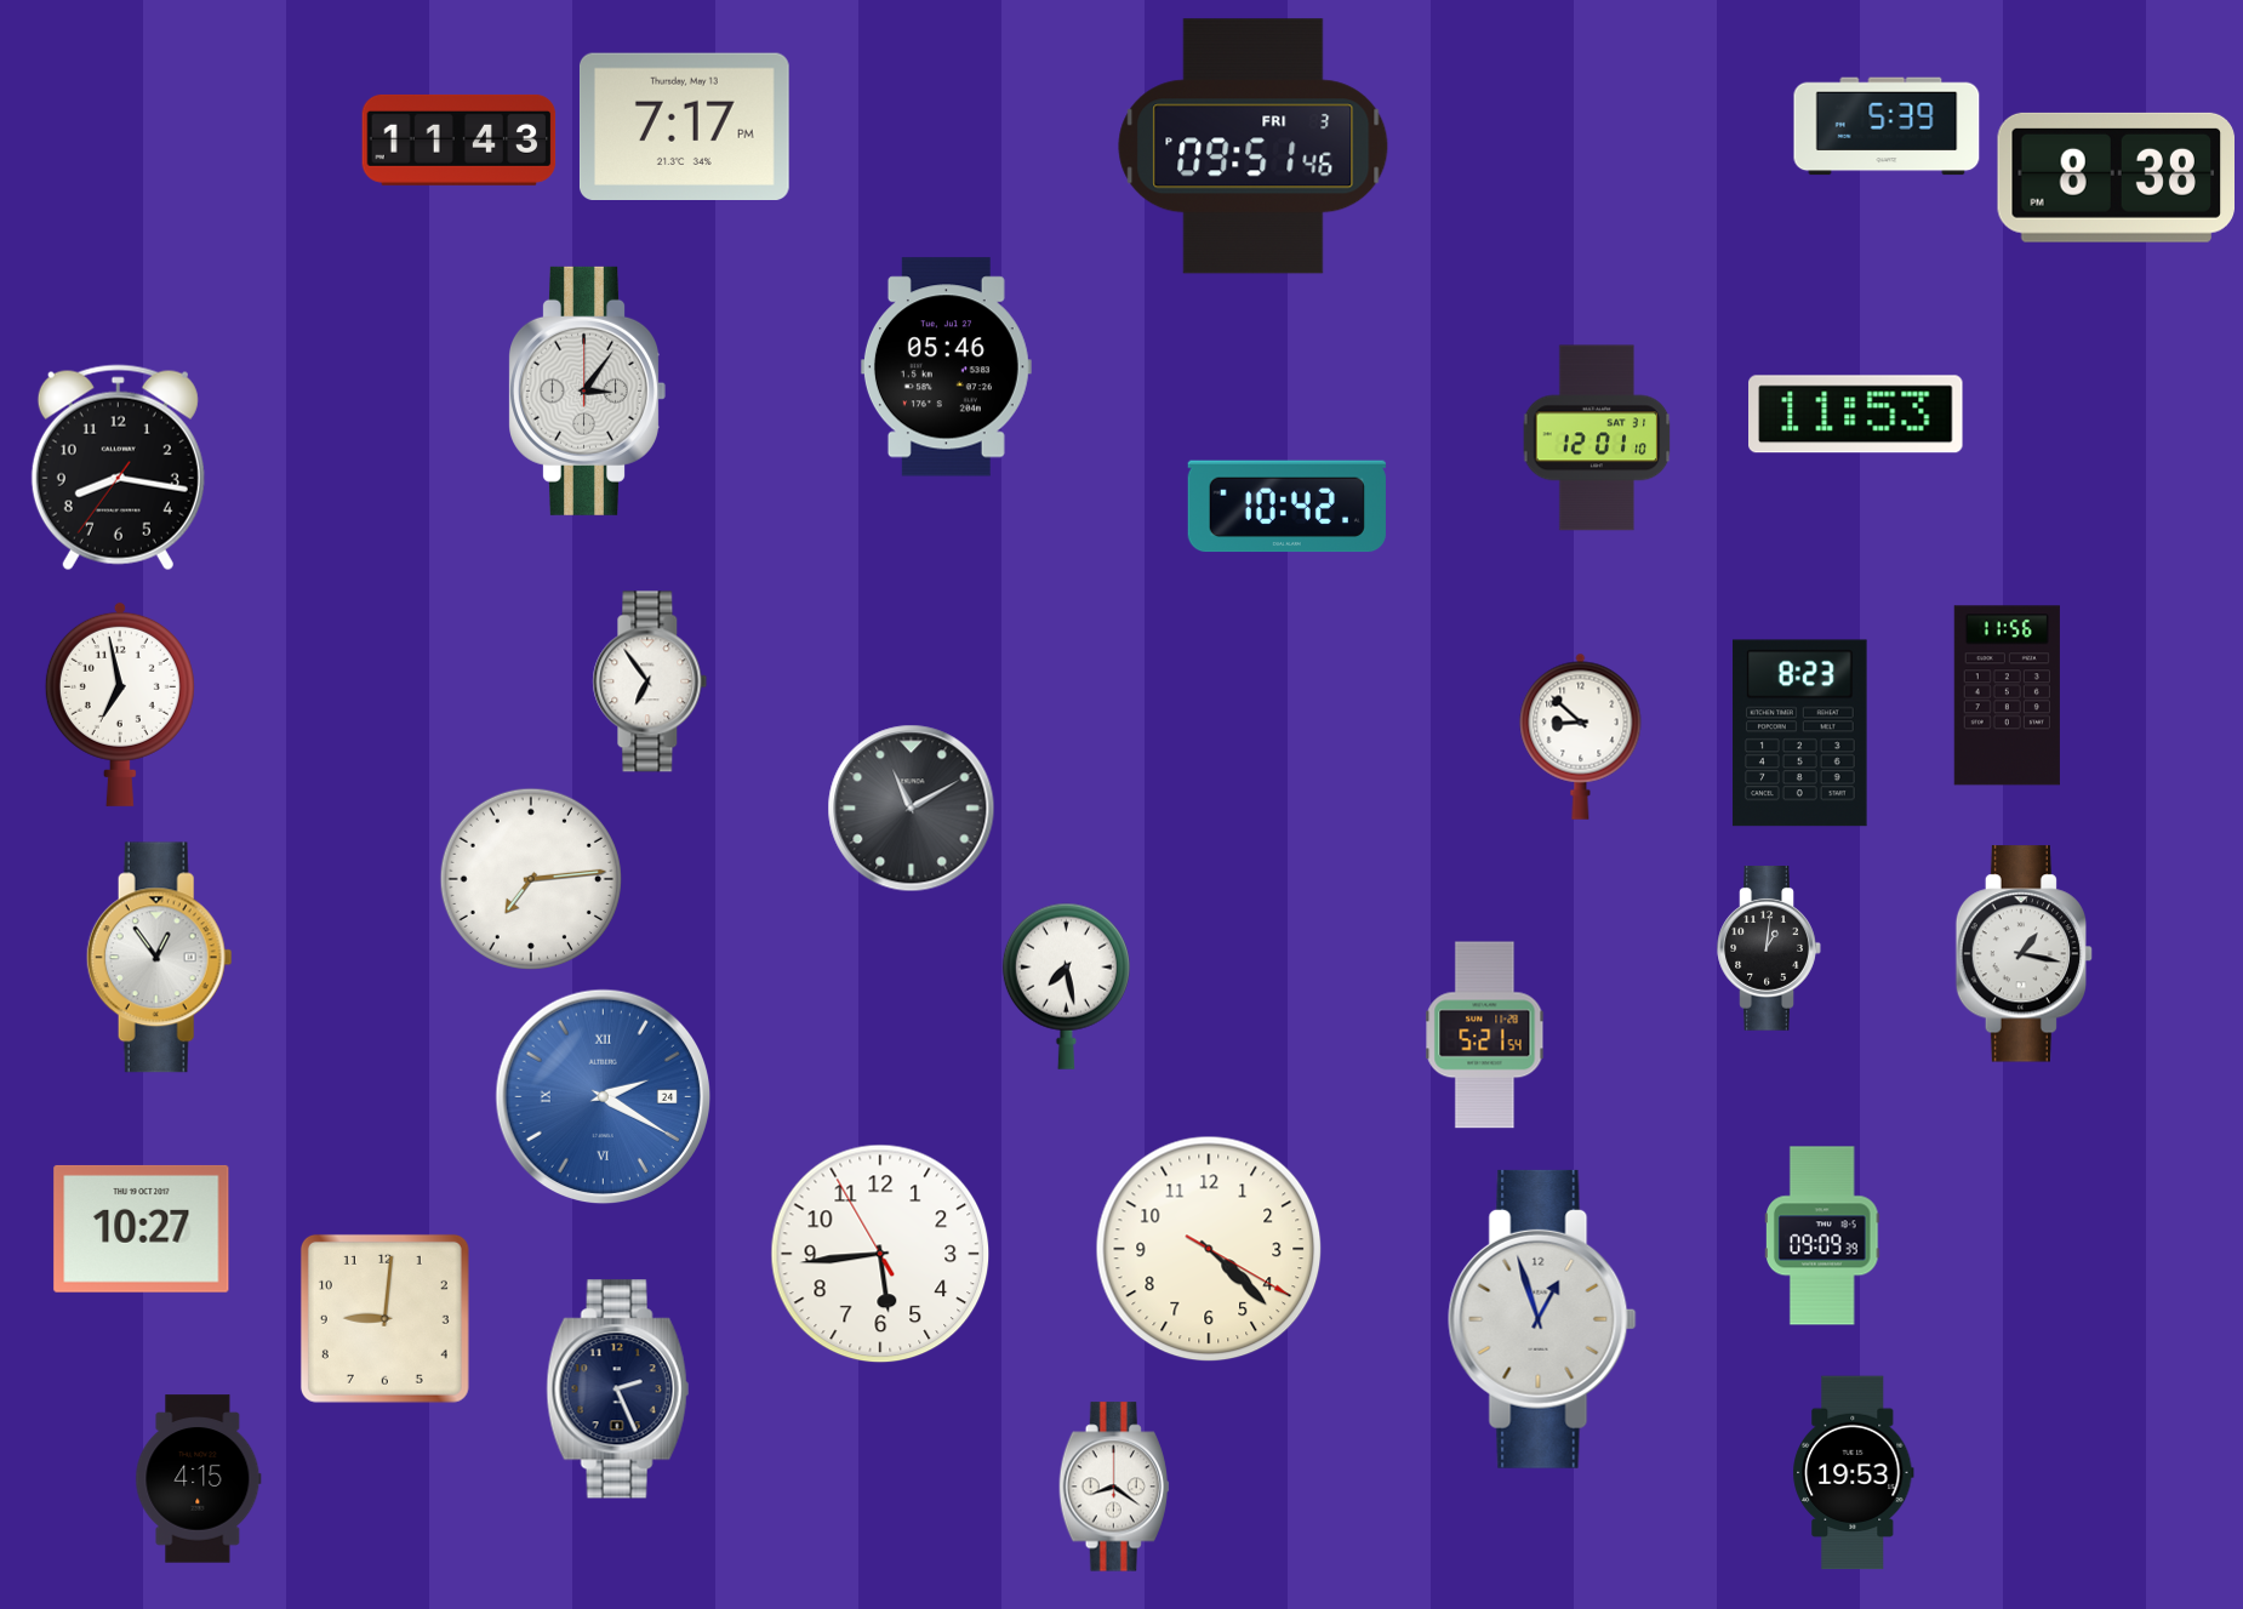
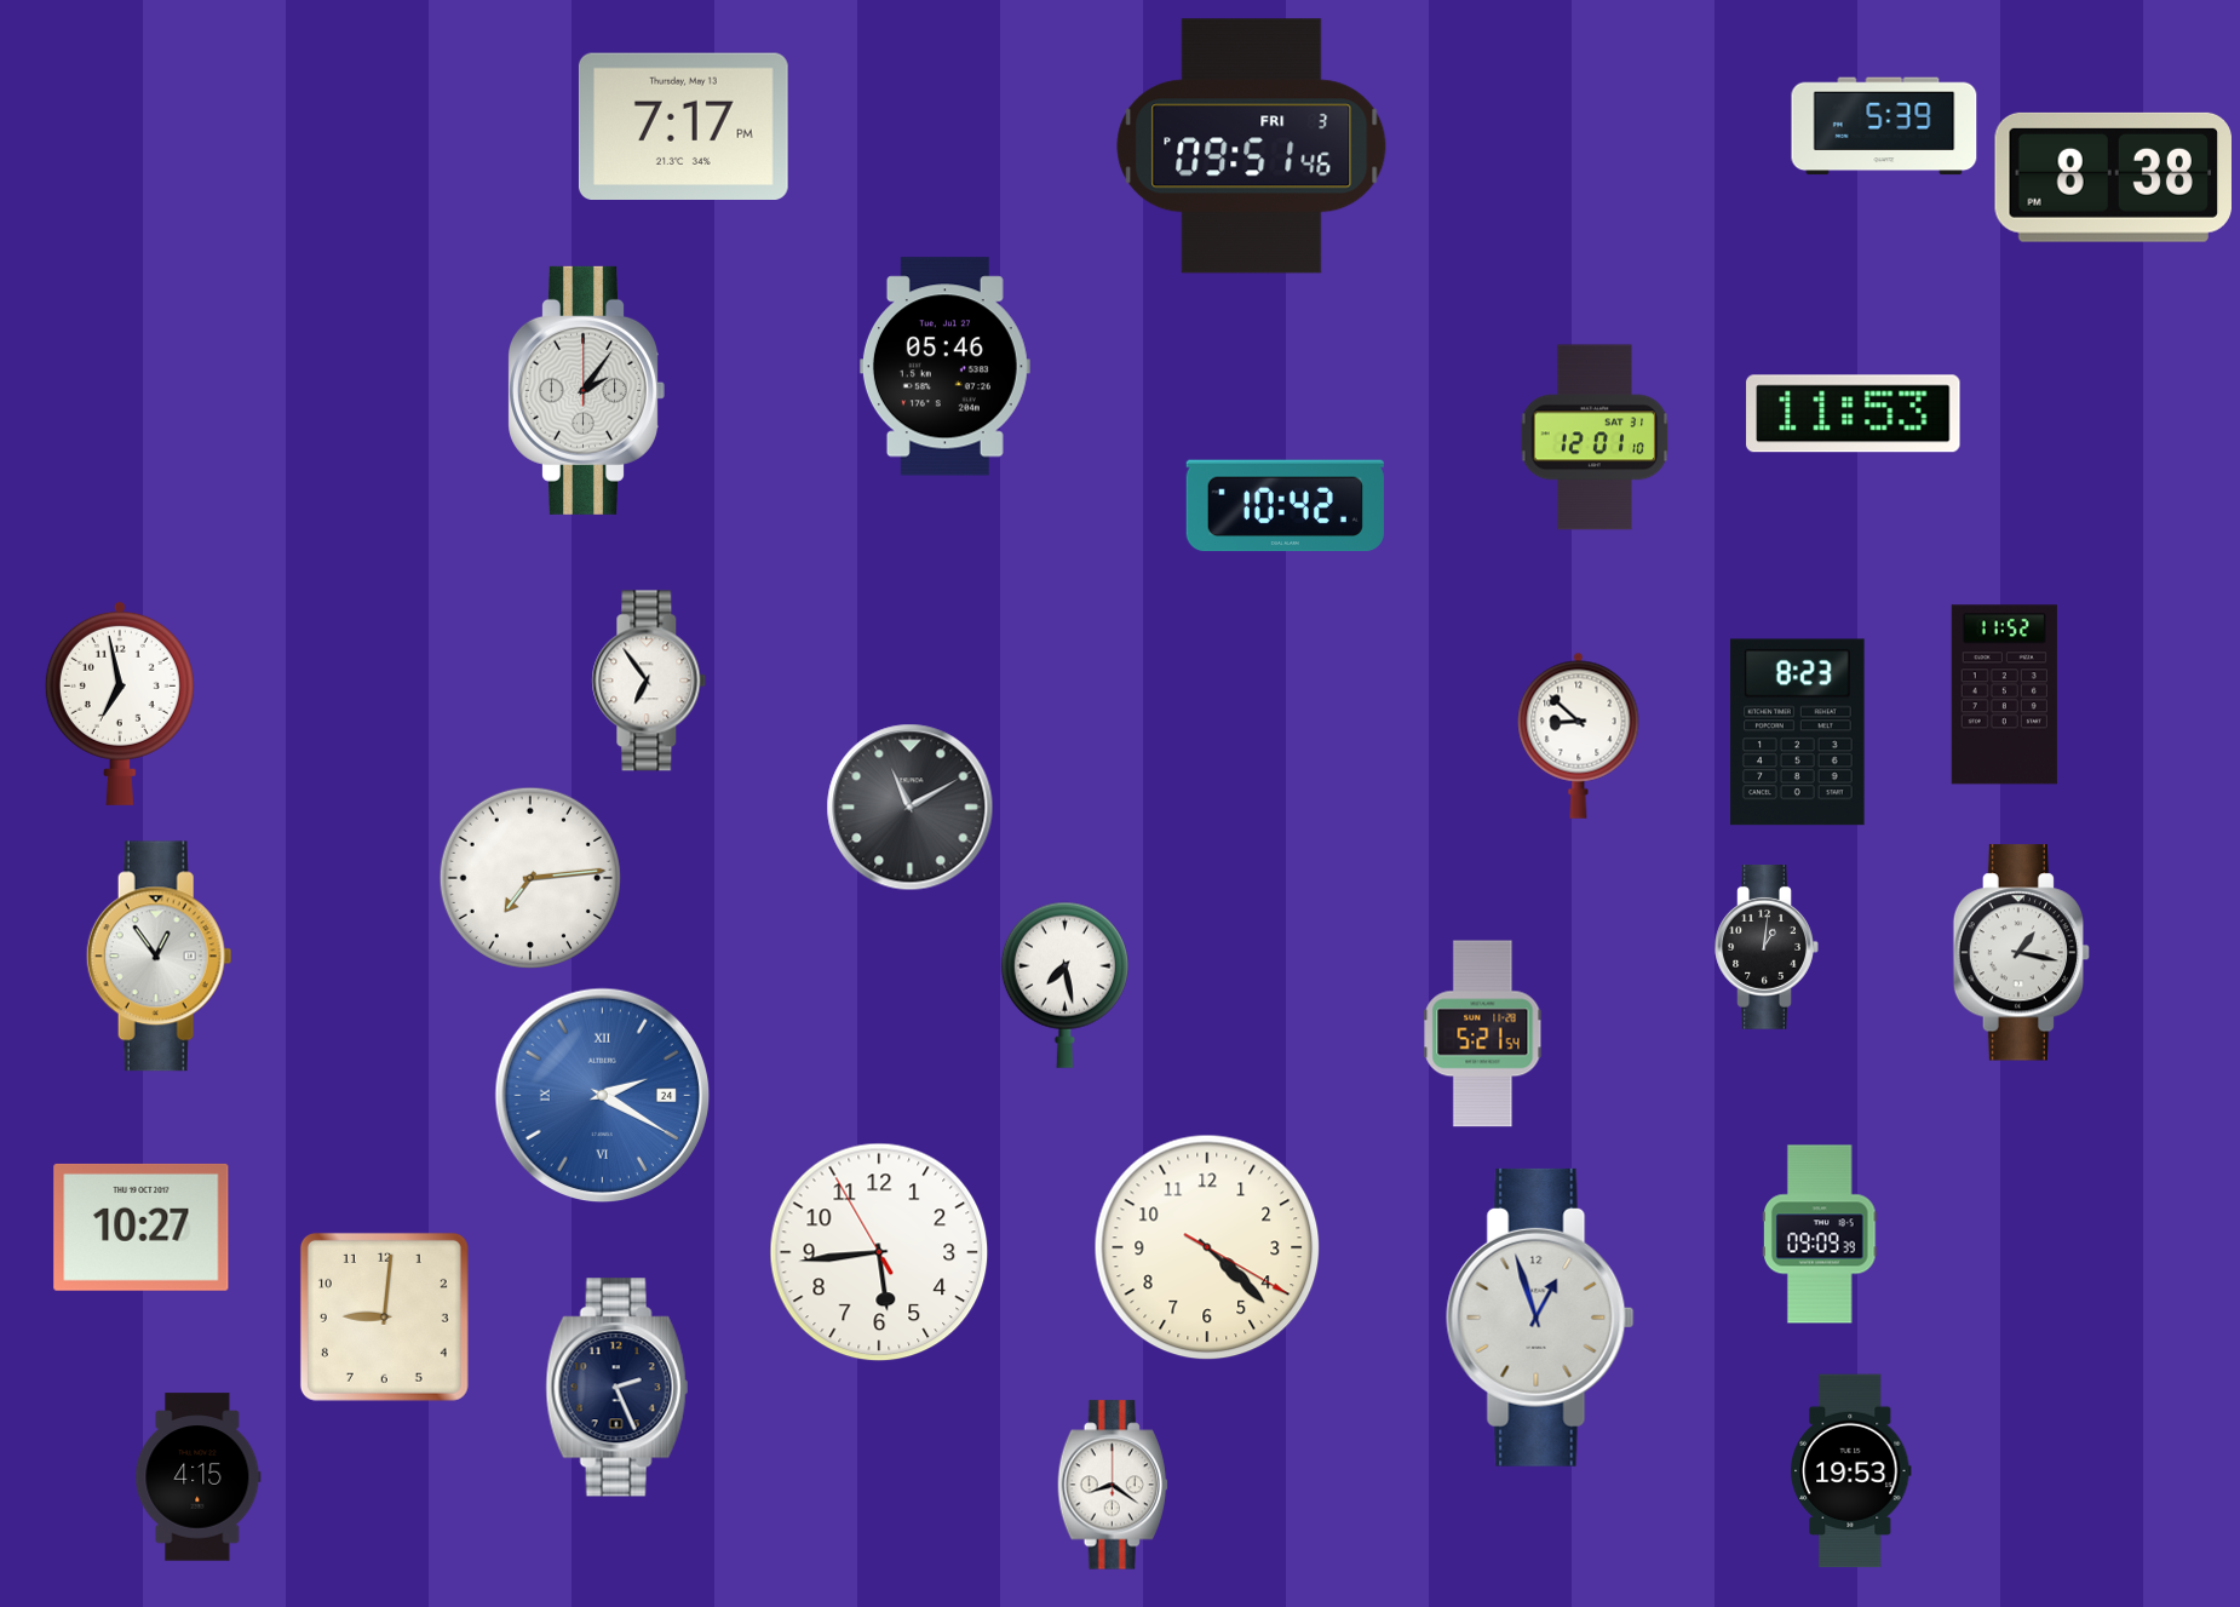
clock at (460, 139): 11:43 -> none
clock at (587, 390): 3:06 -> 2:06
clock at (118, 468): 8:16 -> none
clock at (2007, 696): 11:56 -> 11:52
